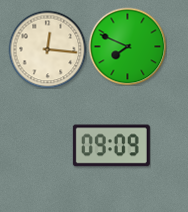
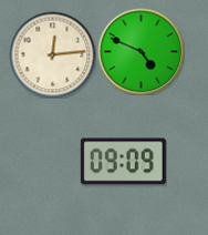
clock at (127, 46): 7:49 -> 4:49
clock at (47, 49): 12:16 -> 12:14
